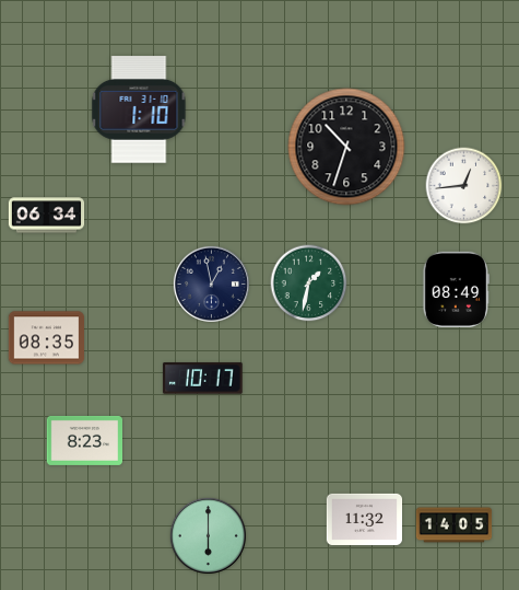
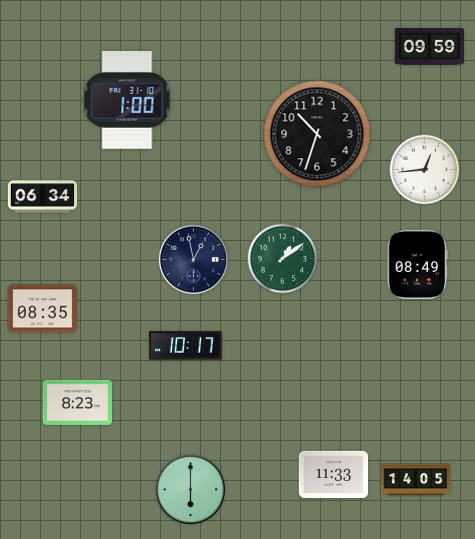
clock at (429, 47): none -> 09:59
clock at (139, 109): 1:10 -> 1:00
clock at (309, 284): 1:32 -> 1:09
clock at (365, 519): 11:32 -> 11:33
